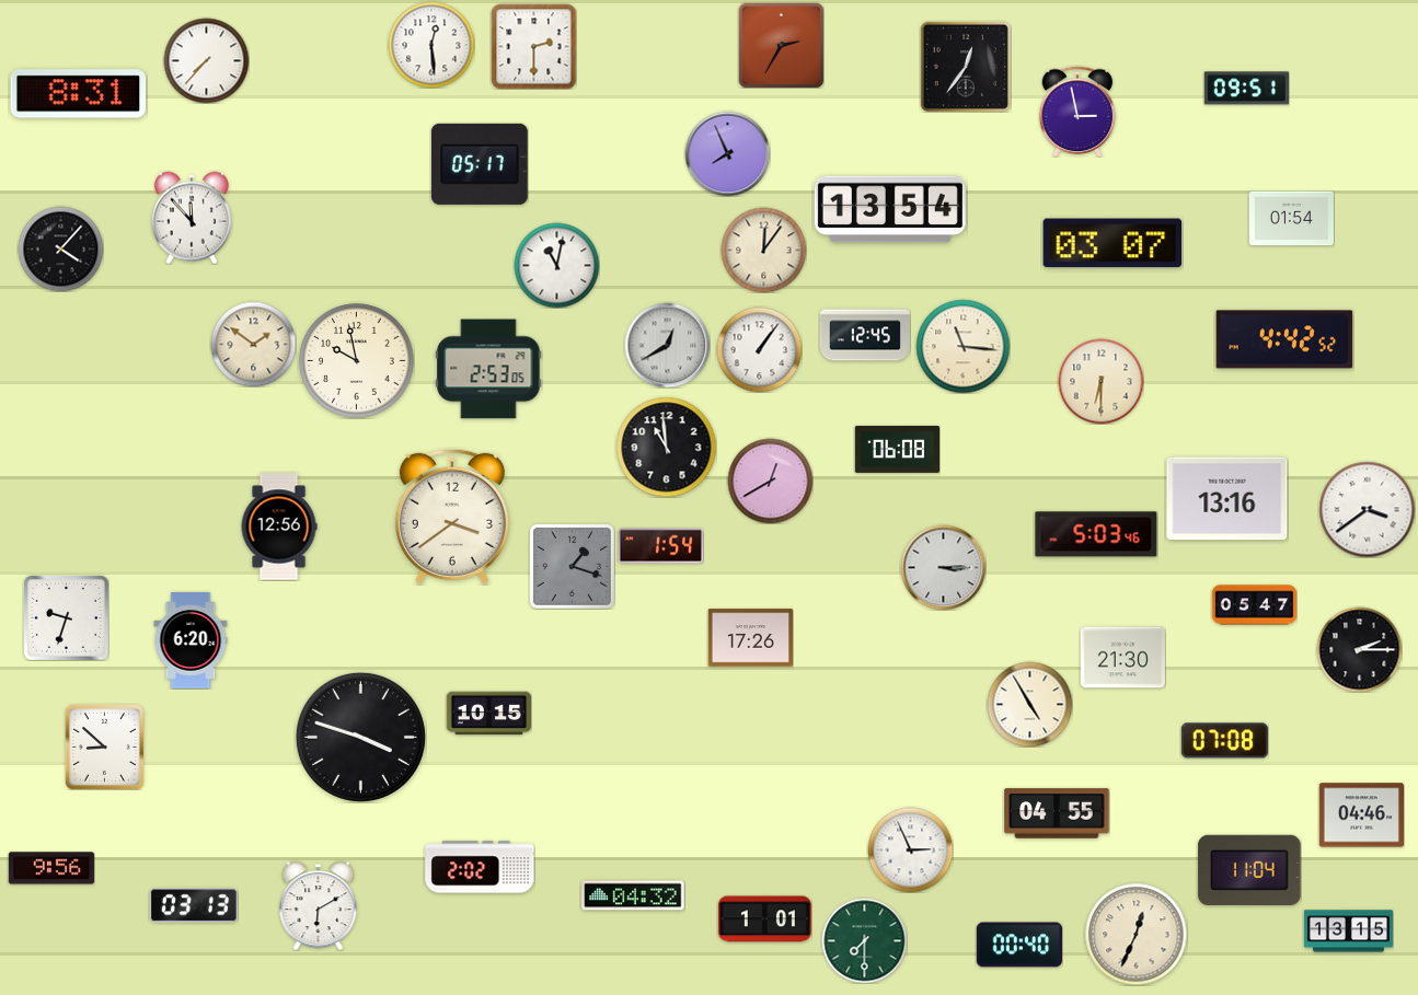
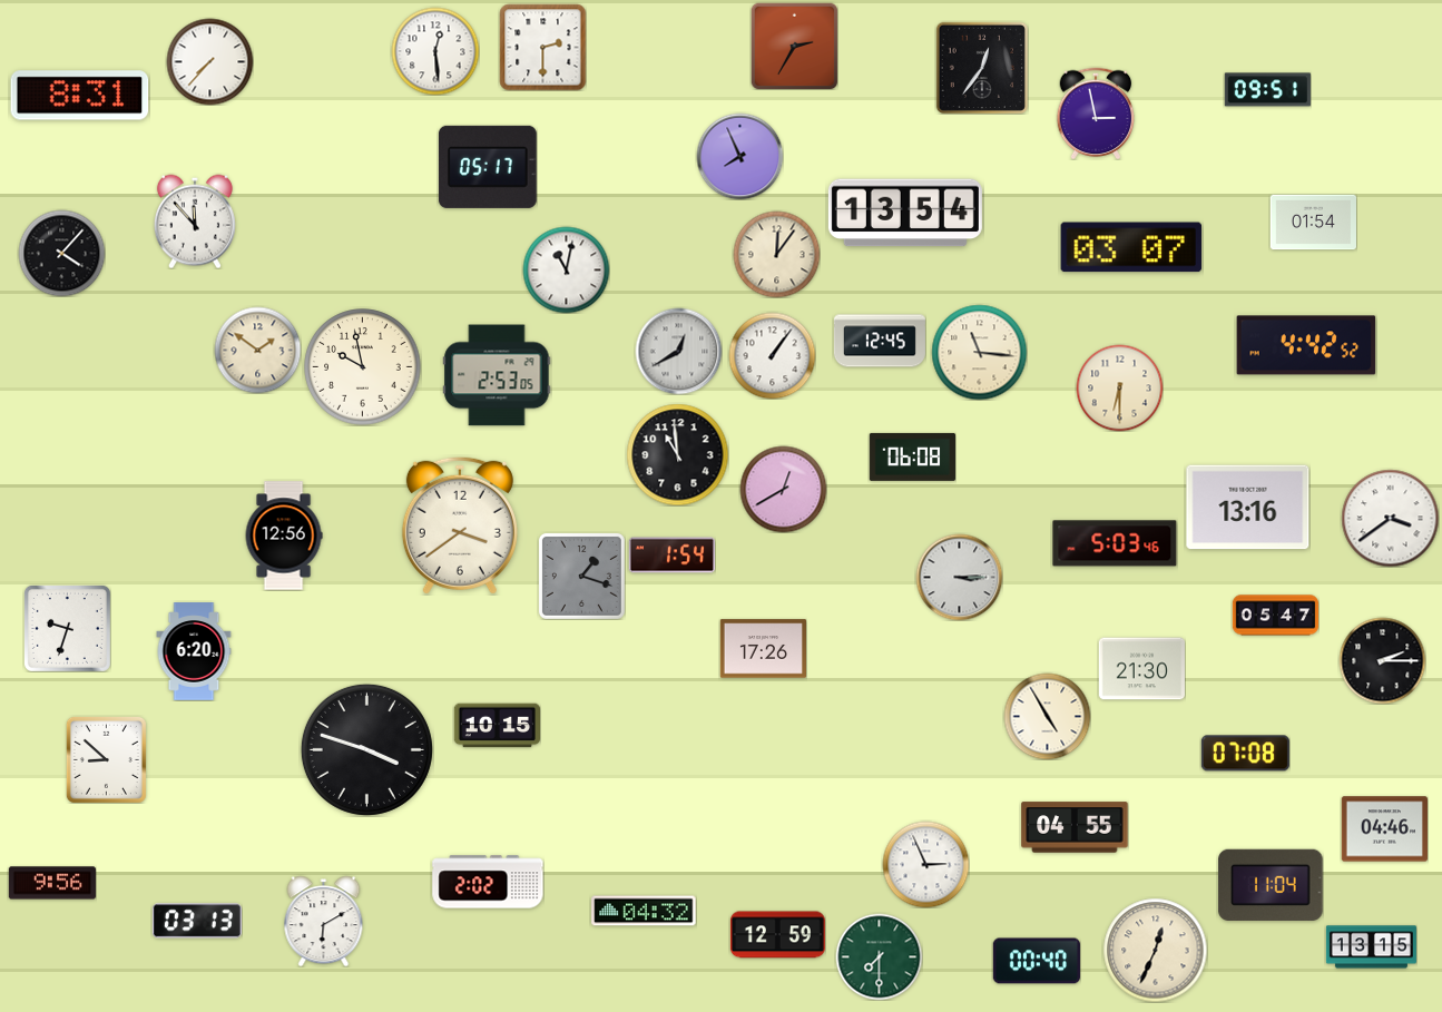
clock at (431, 45) position: (431, 45) -> (435, 51)
clock at (764, 919): 1:01 -> 12:59
